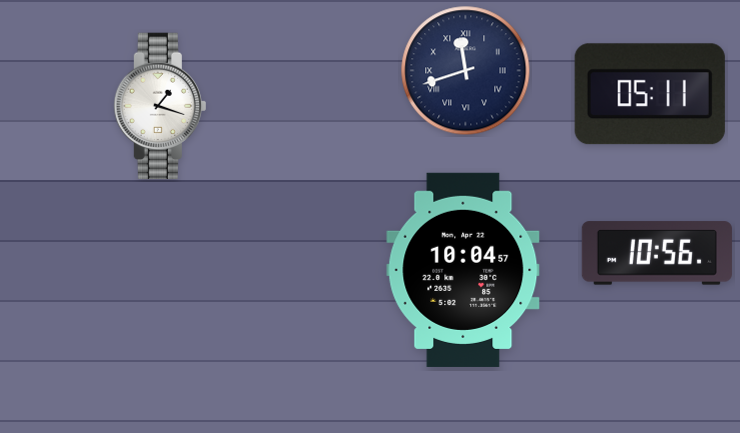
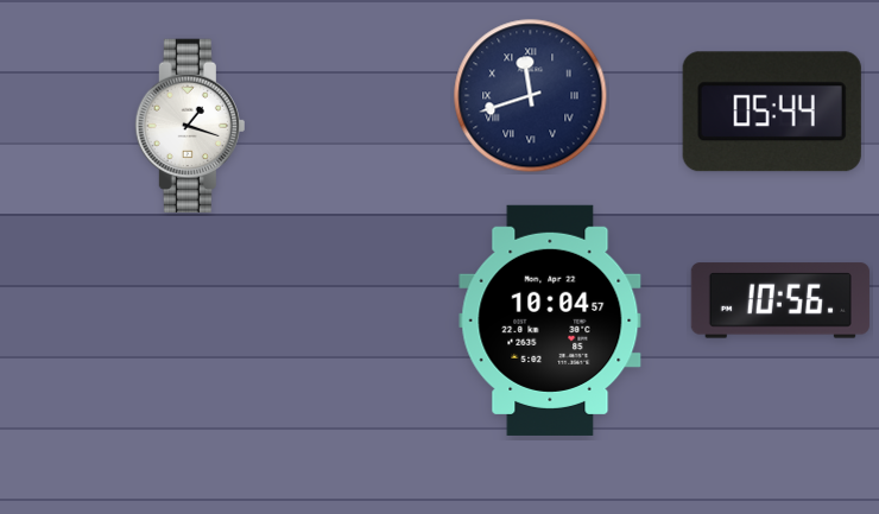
clock at (466, 71) position: (466, 71) -> (531, 96)
clock at (650, 94): 05:11 -> 05:44
